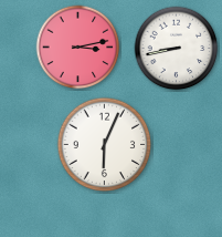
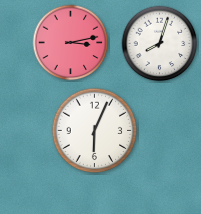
clock at (177, 49): 8:43 -> 8:03
